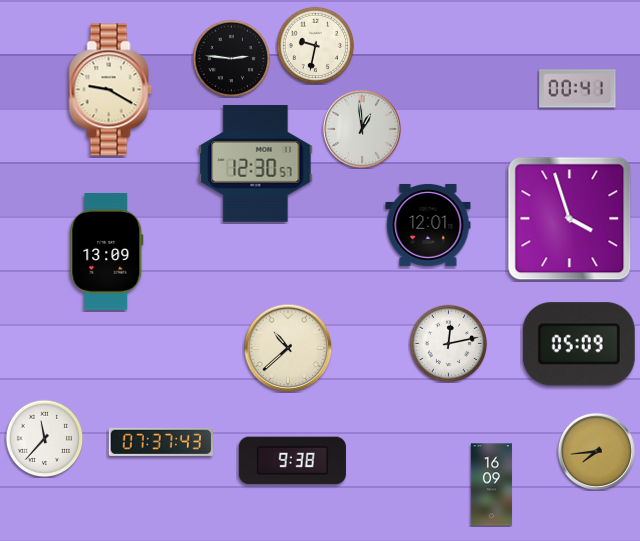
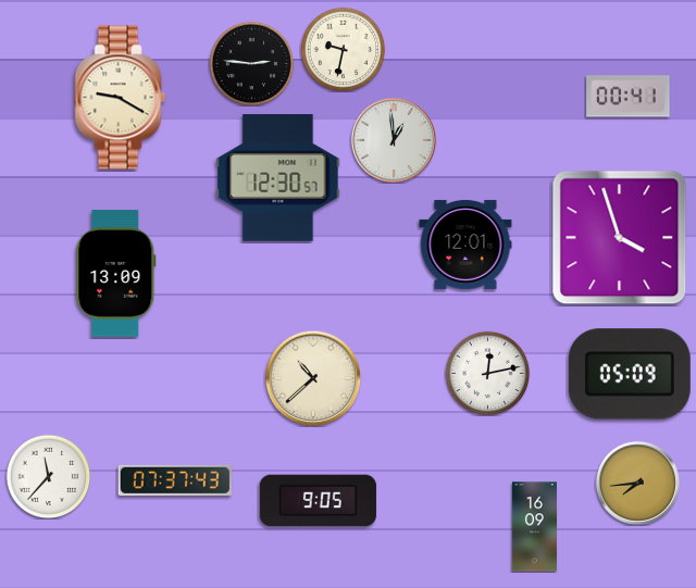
clock at (596, 451) position: (596, 451) -> (637, 483)
clock at (292, 461): 9:38 -> 9:05
